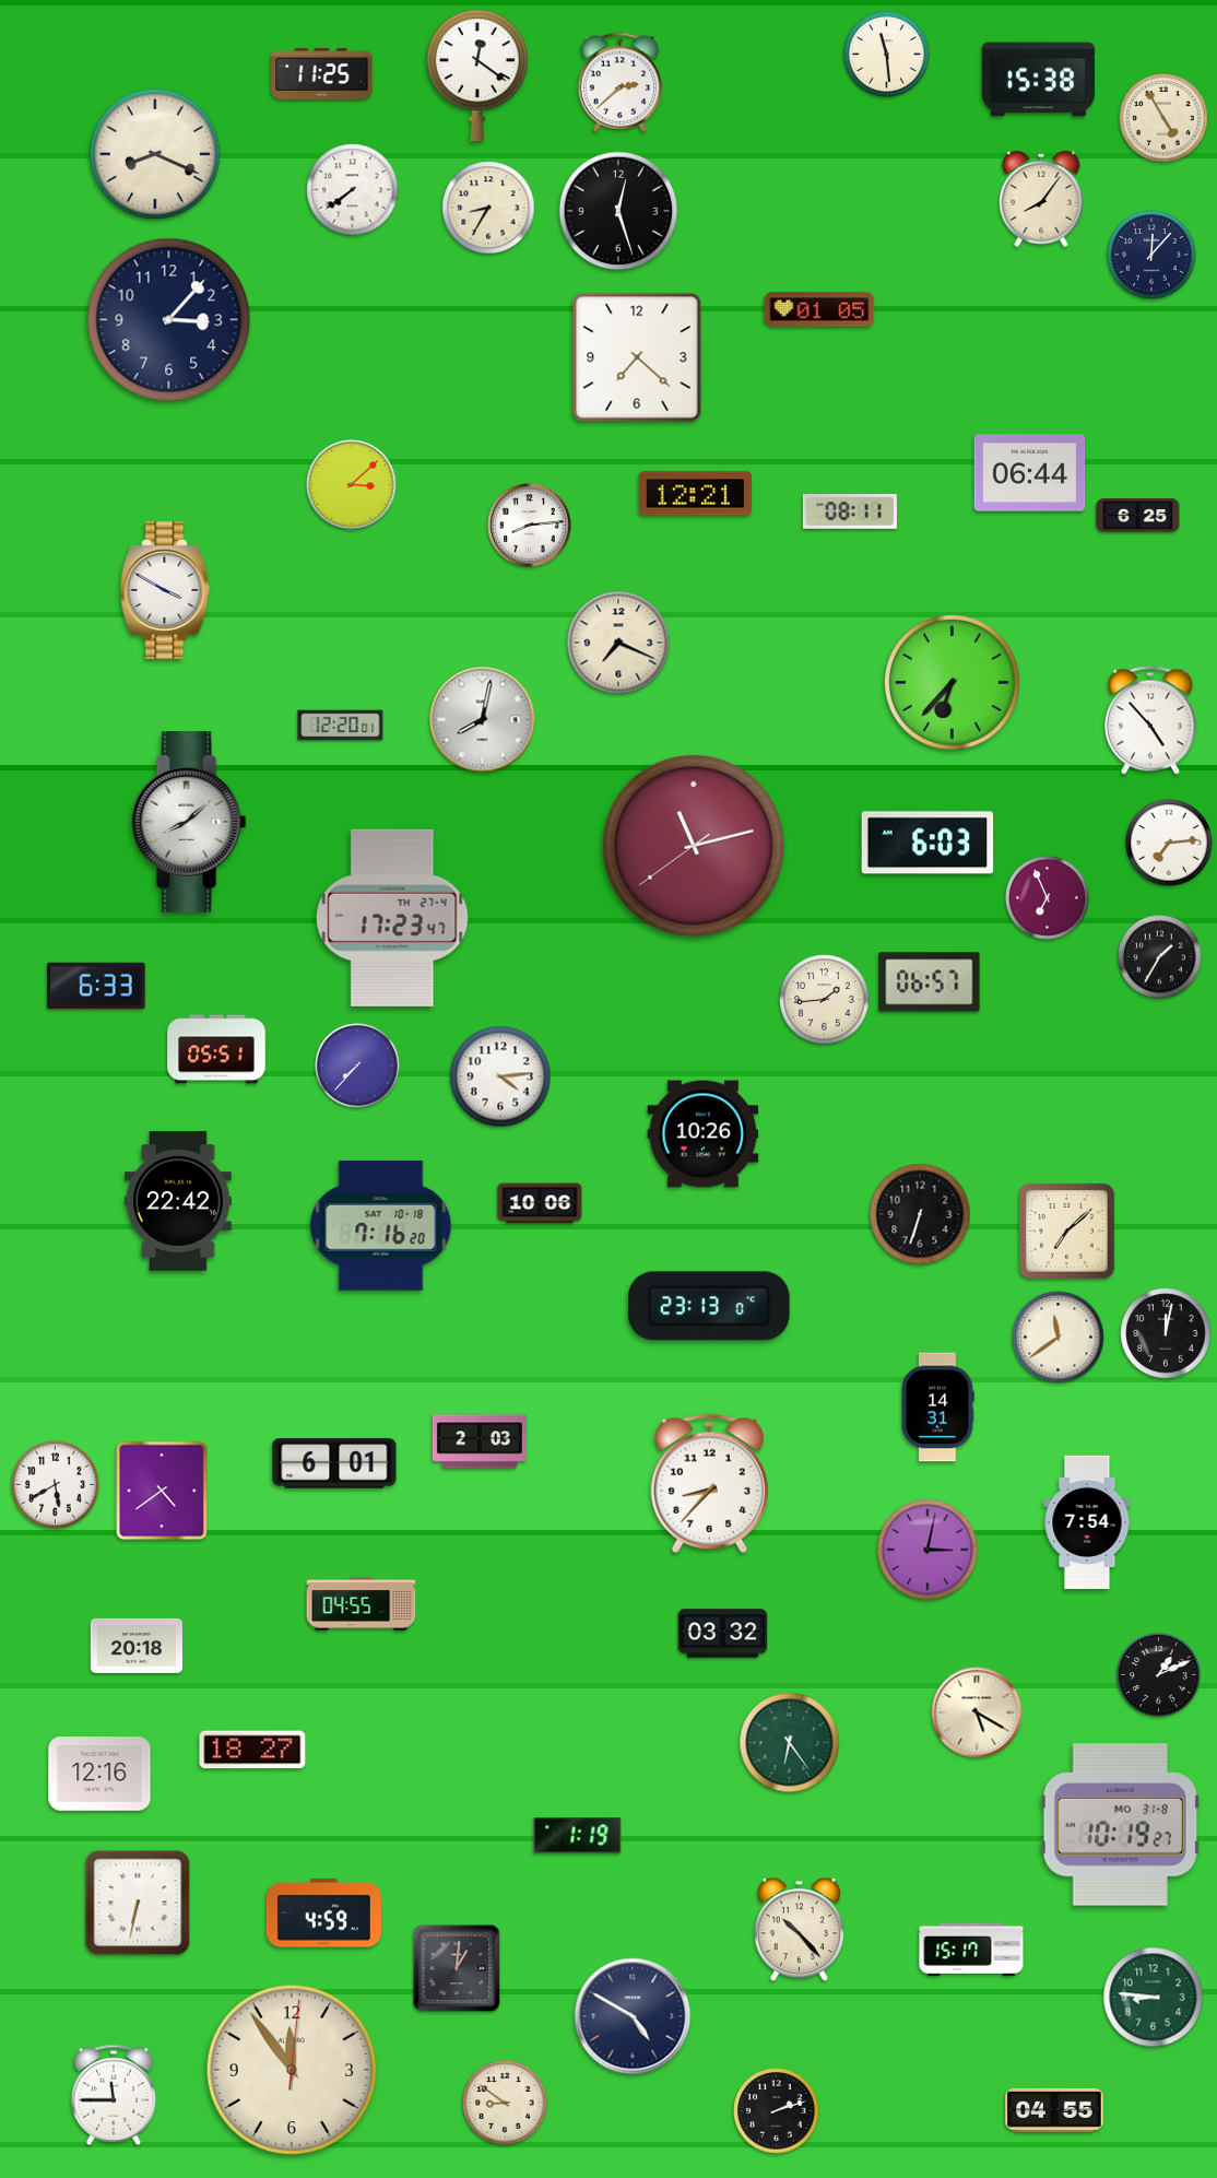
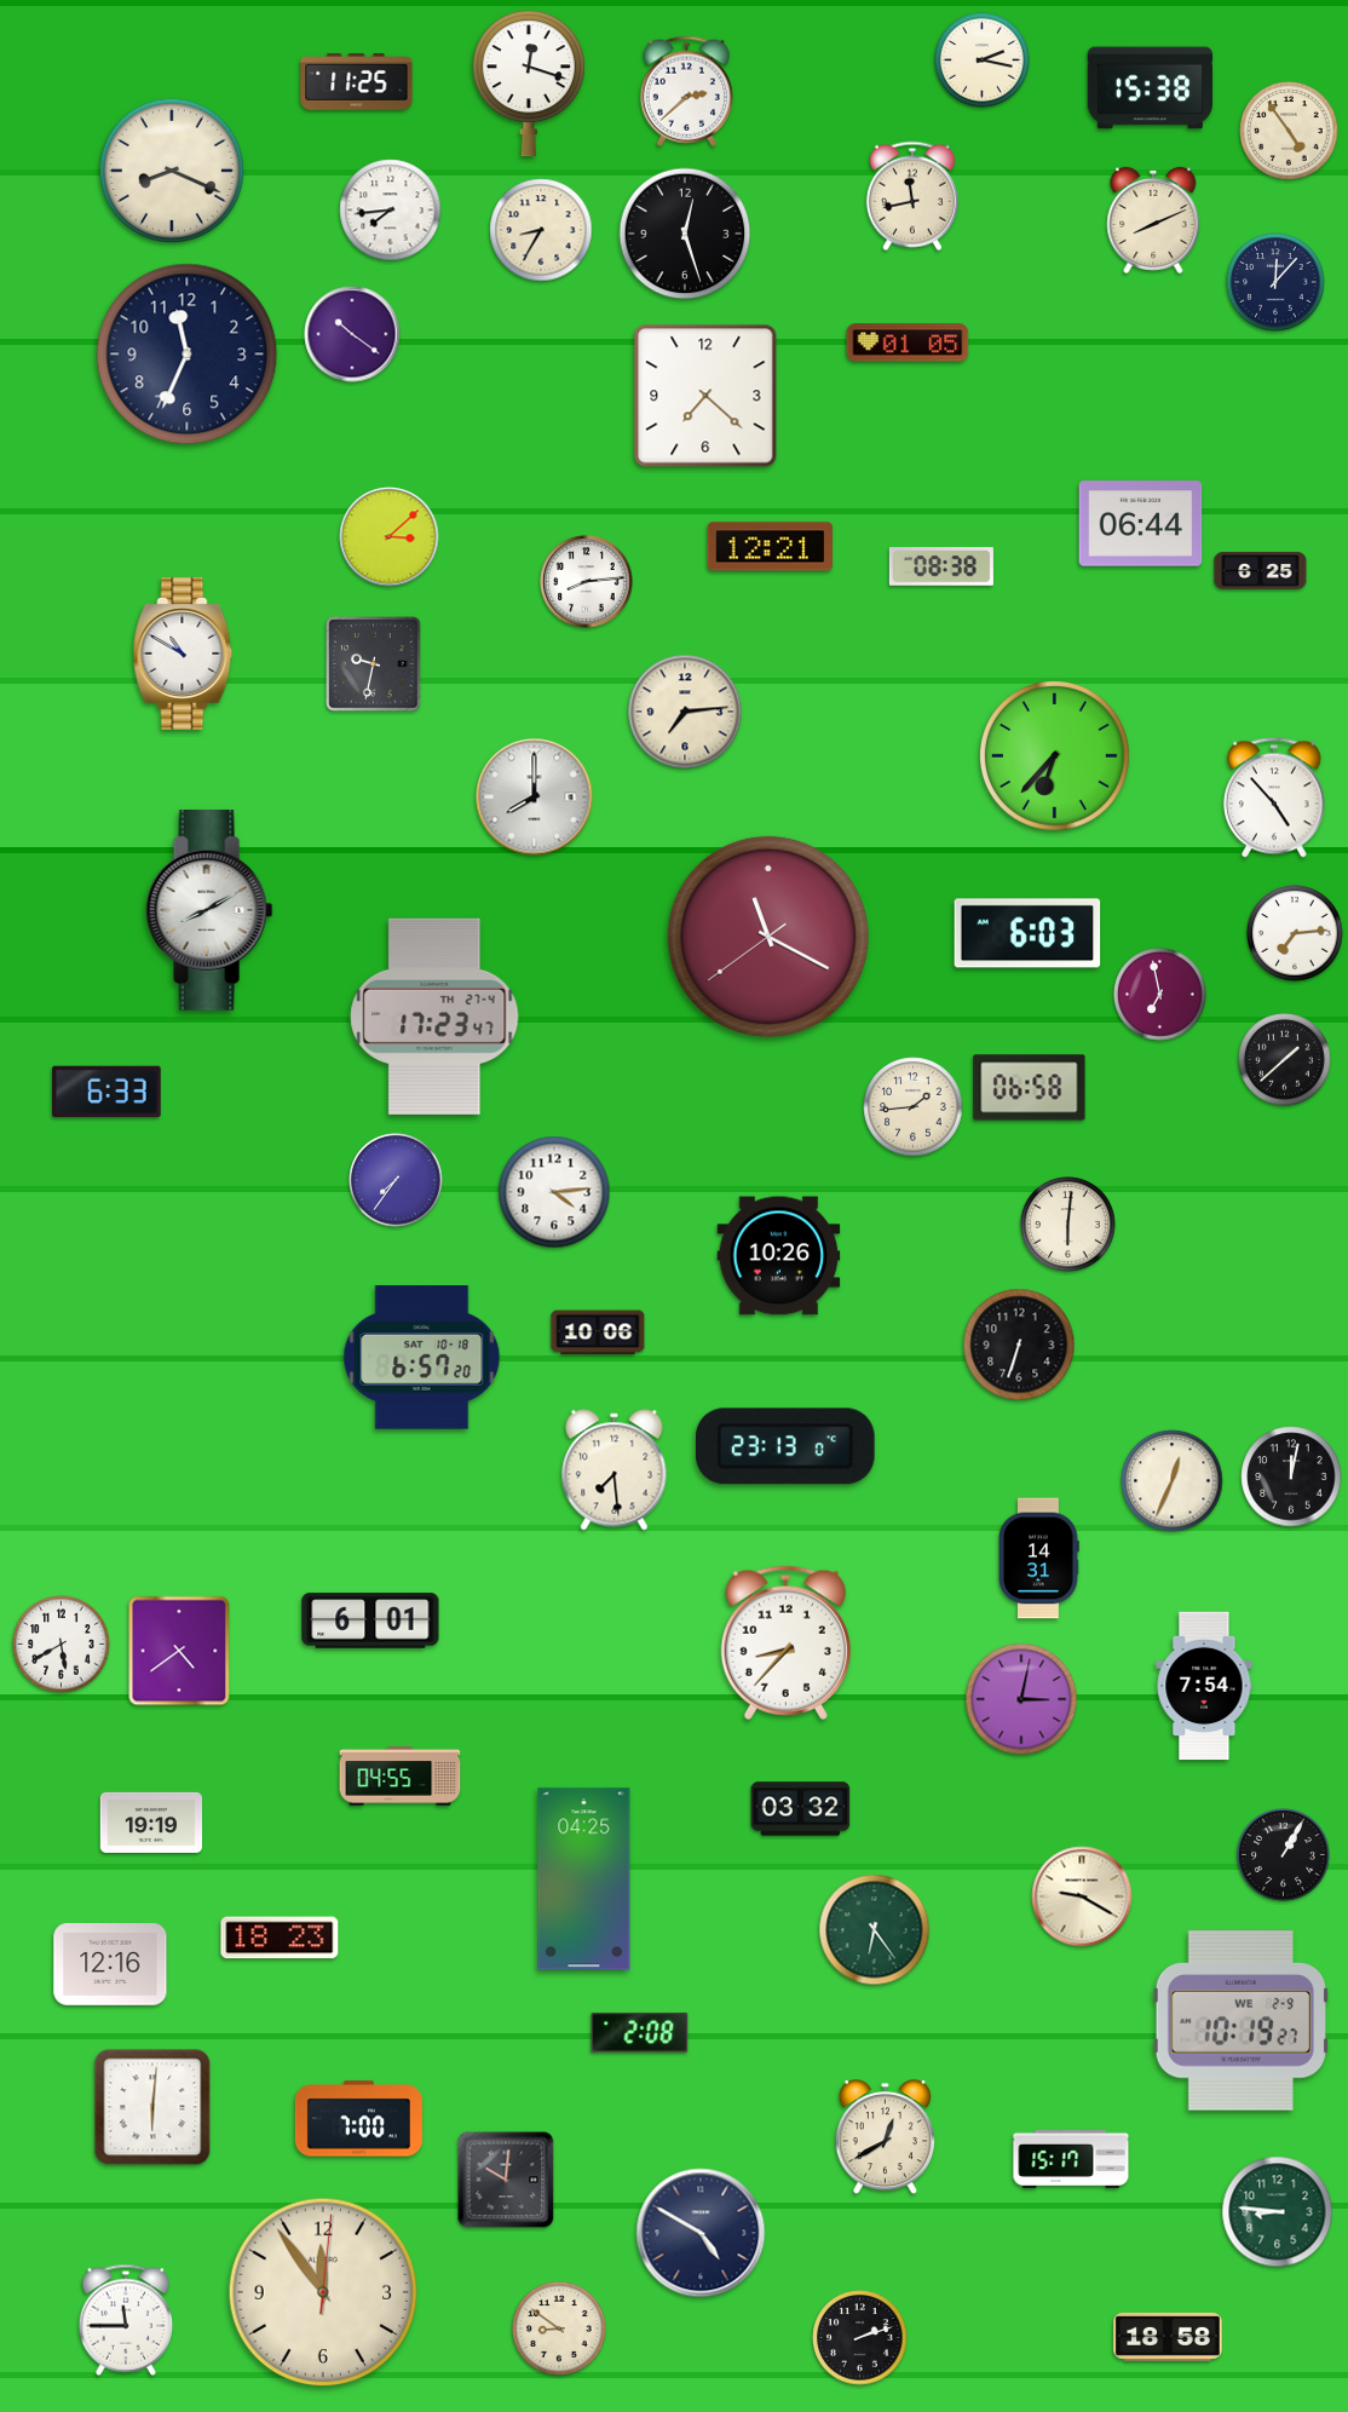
clock at (887, 55): 11:29 -> 2:17
clock at (477, 75): 12:21 -> 12:18
clock at (1163, 118): 4:55 -> 4:54
clock at (912, 196): none -> 11:43
clock at (353, 190): 7:39 -> 7:44
clock at (1041, 199): 8:06 -> 8:11
clock at (352, 334): none -> 10:21
clock at (169, 320): 3:07 -> 11:34
clock at (850, 511): 08:11 -> 08:38
clock at (165, 590): 3:50 -> 10:50
clock at (374, 664): none -> 9:32
clock at (618, 643): 7:19 -> 7:14
clock at (483, 720): 8:02 -> 8:00
clock at (341, 726): 12:20 -> none
clock at (189, 823): 8:08 -> 8:10
clock at (694, 846): 11:12 -> 11:19
clock at (1048, 898): 6:56 -> 6:58
clock at (1160, 957): 1:35 -> 1:38
clock at (930, 982): 06:57 -> 06:58
clock at (216, 1049): 05:51 -> none
clock at (357, 1066): 7:37 -> 7:36
clock at (1068, 1225): none -> 6:01
clock at (179, 1201): 22:42 -> none
clock at (381, 1226): 7:16 -> 6:57
clock at (1067, 1232): 7:08 -> none
clock at (615, 1470): none -> 7:29
clock at (1059, 1338): 11:39 -> 12:34
clock at (480, 1441): 2:03 -> none
clock at (927, 1550) position: (927, 1550) -> (1021, 1699)
clock at (137, 1646): 20:18 -> 19:19
clock at (1159, 1675): 1:11 -> 1:05
clock at (584, 1879): none -> 04:25
clock at (977, 1712): 5:20 -> 9:20
clock at (252, 1750): 18:27 -> 18:23
clock at (1120, 1825) date: MO 31-8 -> WE 2-9
clock at (578, 1836): 1:19 -> 2:08
clock at (138, 1903): 6:32 -> 6:01
clock at (323, 1914): 4:59 -> 7:00
clock at (799, 1930): 10:23 -> 12:40
clock at (971, 1950) position: (971, 1950) -> (1071, 2159)
clock at (457, 1968): 1:01 -> 10:01
clock at (1054, 2110): 04:55 -> 18:58
